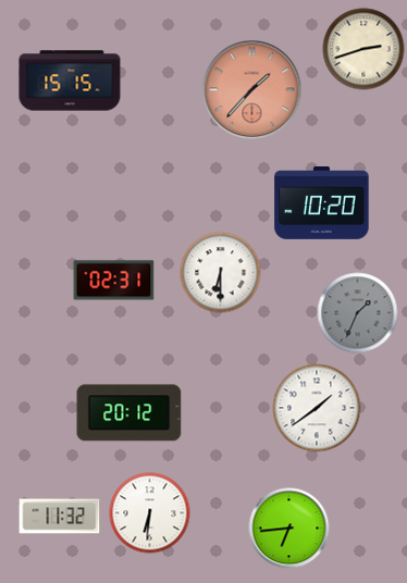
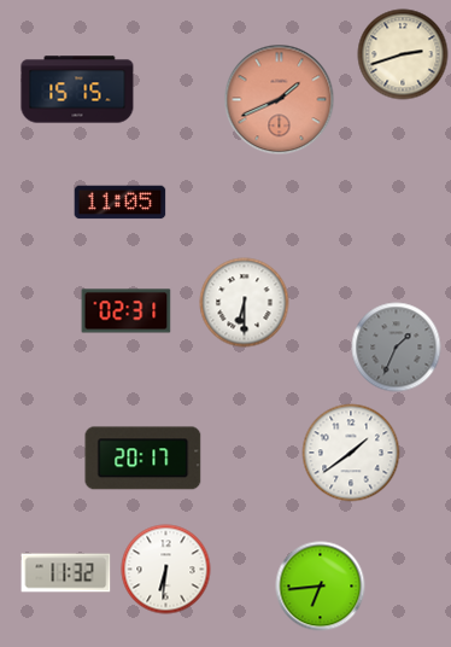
clock at (252, 90): 1:37 -> 1:41
clock at (121, 203): none -> 11:05
clock at (322, 203): 10:20 -> none
clock at (129, 413): 20:12 -> 20:17
